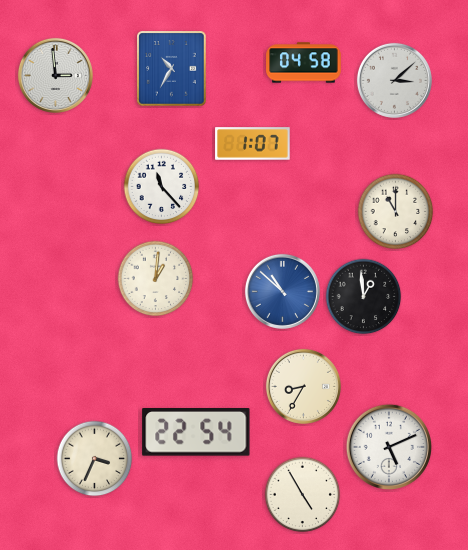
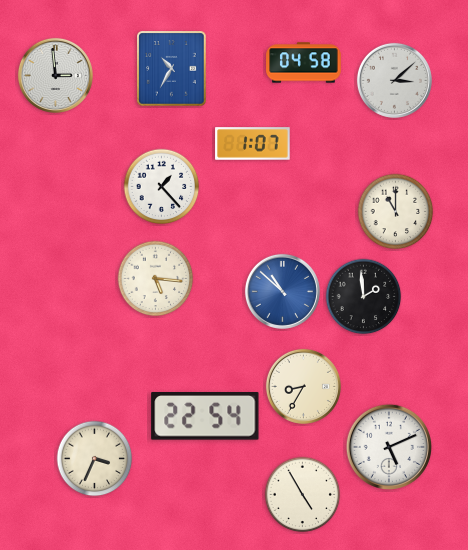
clock at (162, 187): 11:23 -> 1:23
clock at (156, 279): 1:01 -> 5:16
clock at (364, 297): 12:59 -> 1:59
clock at (196, 432) position: (196, 432) -> (205, 416)
